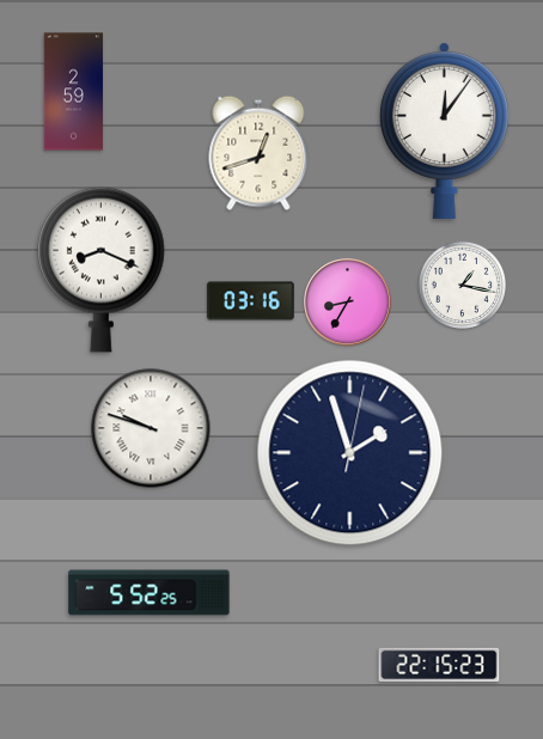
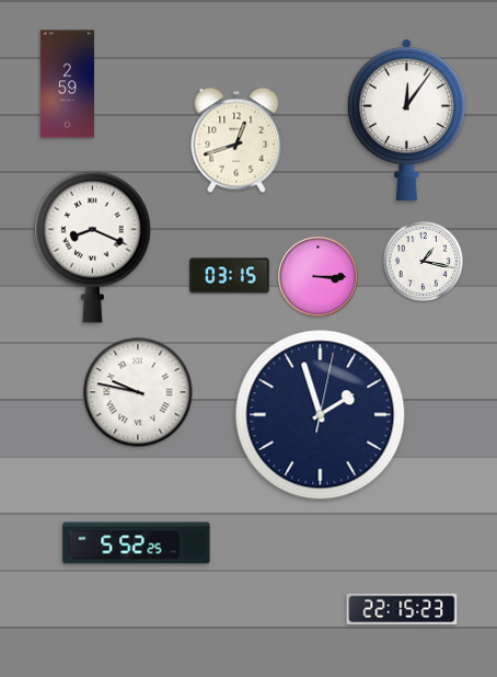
clock at (251, 301): 03:16 -> 03:15
clock at (348, 303): 8:35 -> 3:15
clock at (151, 428): 9:48 -> 9:47
